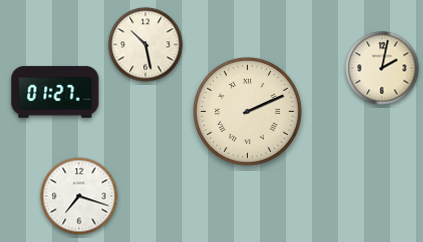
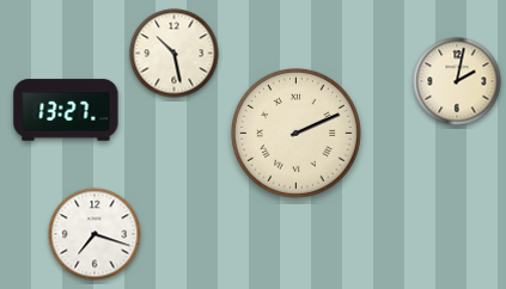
clock at (55, 92): 01:27 -> 13:27
